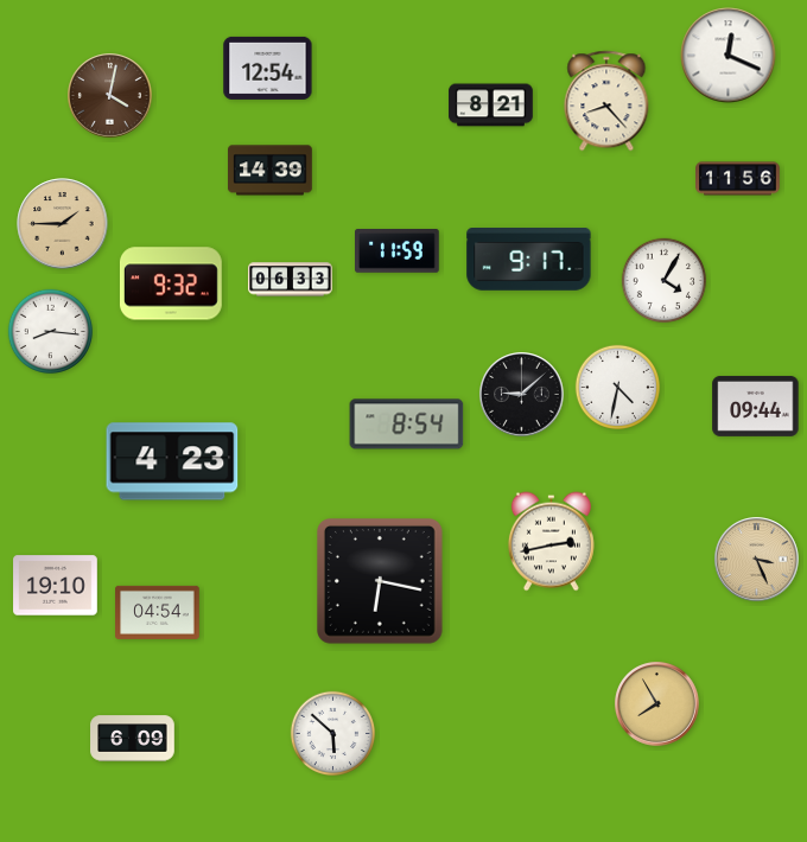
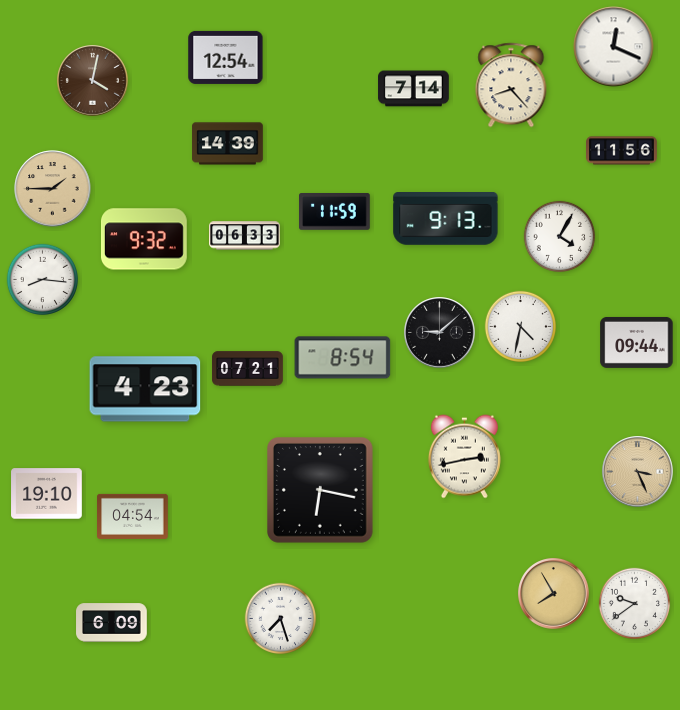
clock at (491, 106): 8:21 -> 7:14
clock at (529, 260): 9:17 -> 9:13
clock at (248, 369): none -> 07:21
clock at (635, 604): none -> 9:39
clock at (333, 734): 5:52 -> 7:27
